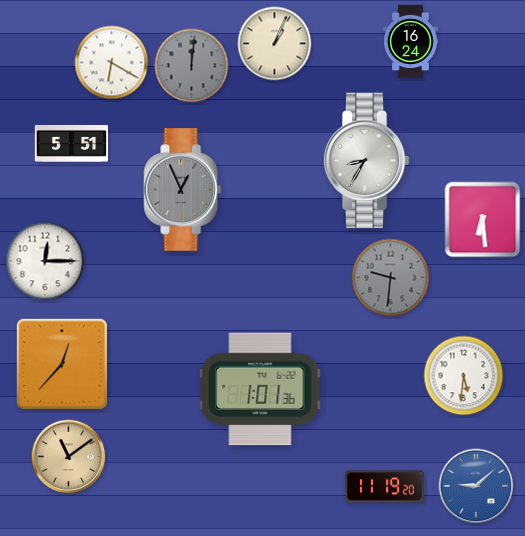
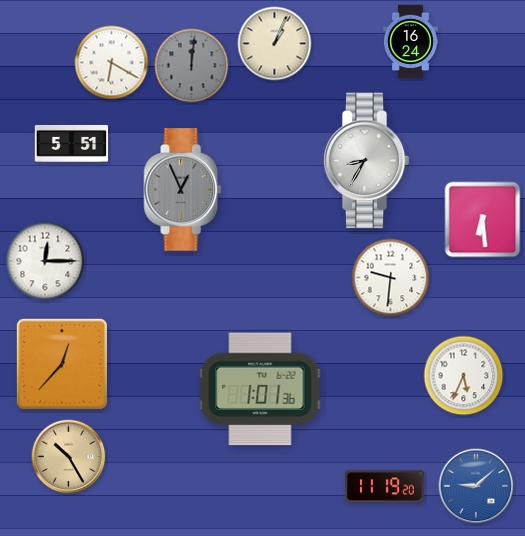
clock at (391, 278) dial: grey -> white
clock at (464, 376): 5:31 -> 5:34
clock at (69, 457): 11:09 -> 10:25
